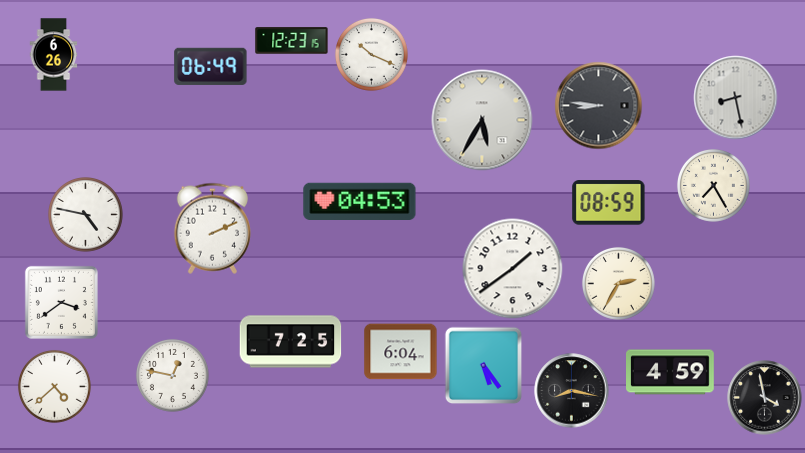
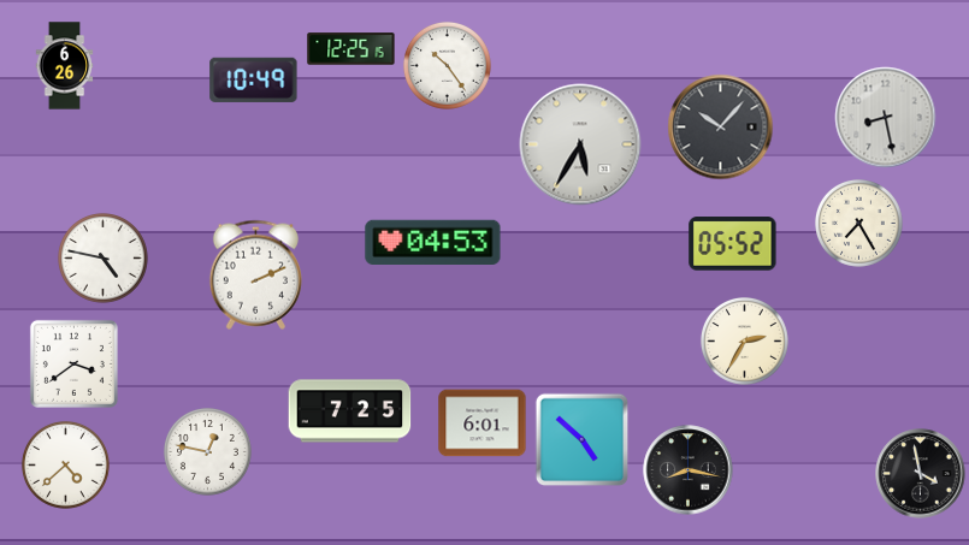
clock at (292, 41): 12:23 -> 12:25
clock at (371, 54): 10:19 -> 10:24
clock at (211, 66): 06:49 -> 10:49
clock at (599, 106): 8:46 -> 10:07
clock at (609, 203): 08:59 -> 05:52
clock at (513, 269): 1:39 -> none
clock at (401, 352): 6:04 -> 6:01
clock at (484, 366): 5:24 -> 4:52
clock at (671, 372): 4:59 -> none
clock at (765, 398) position: (765, 398) -> (921, 474)
